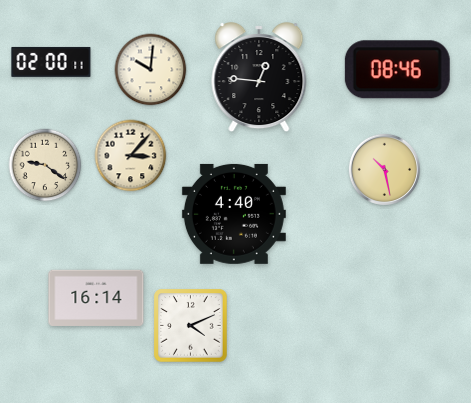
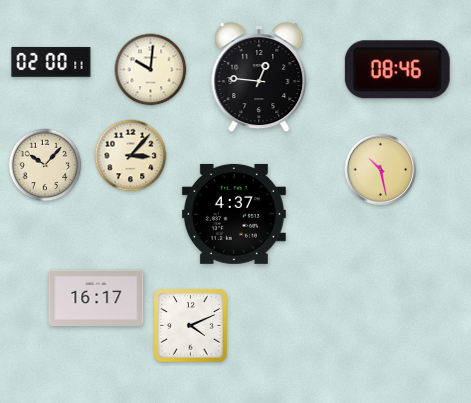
clock at (45, 165): 9:21 -> 10:07
clock at (384, 169) position: (384, 169) -> (380, 169)
clock at (234, 214): 4:40 -> 4:37
clock at (96, 298): 16:14 -> 16:17
